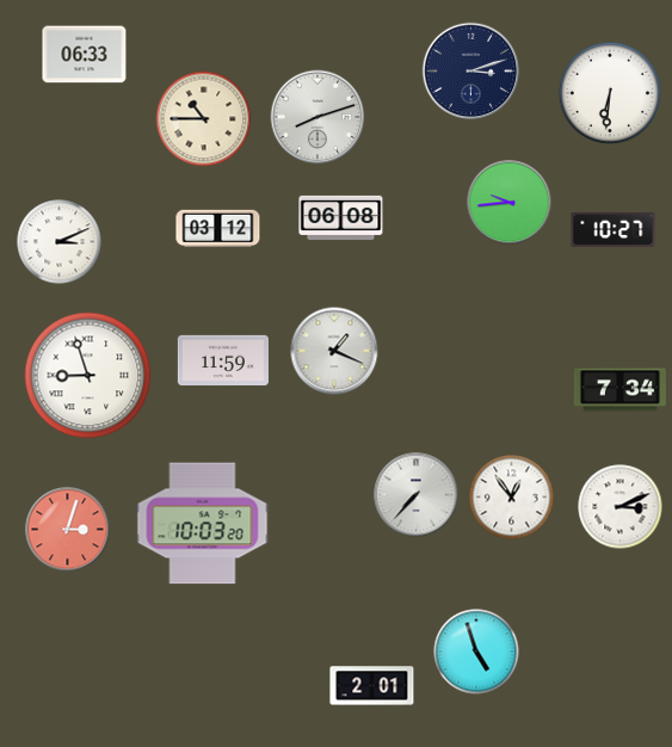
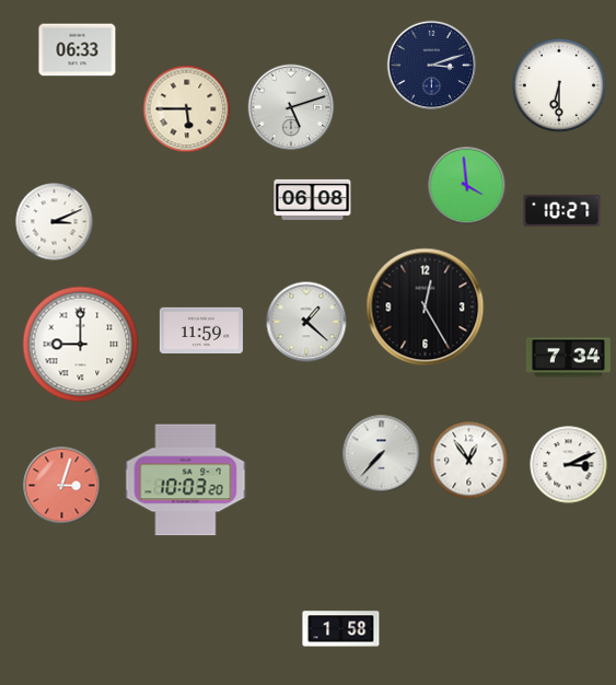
clock at (610, 93): 6:31 -> 6:30
clock at (317, 117): 8:12 -> 5:12
clock at (204, 119): 10:45 -> 5:45
clock at (510, 203): 9:44 -> 3:59
clock at (218, 229): 03:12 -> none
clock at (426, 307): none -> 12:25
clock at (334, 351): 1:19 -> 1:22
clock at (223, 359) position: (223, 359) -> (201, 329)
clock at (88, 376): 8:57 -> 9:00
clock at (512, 498) position: (512, 498) -> (469, 461)
clock at (476, 652): 4:57 -> none
clock at (372, 686): 2:01 -> 1:58
